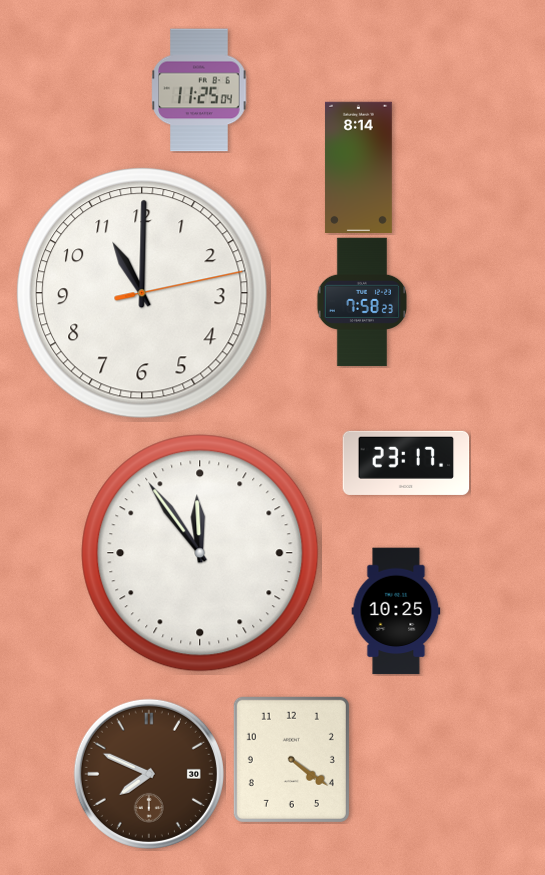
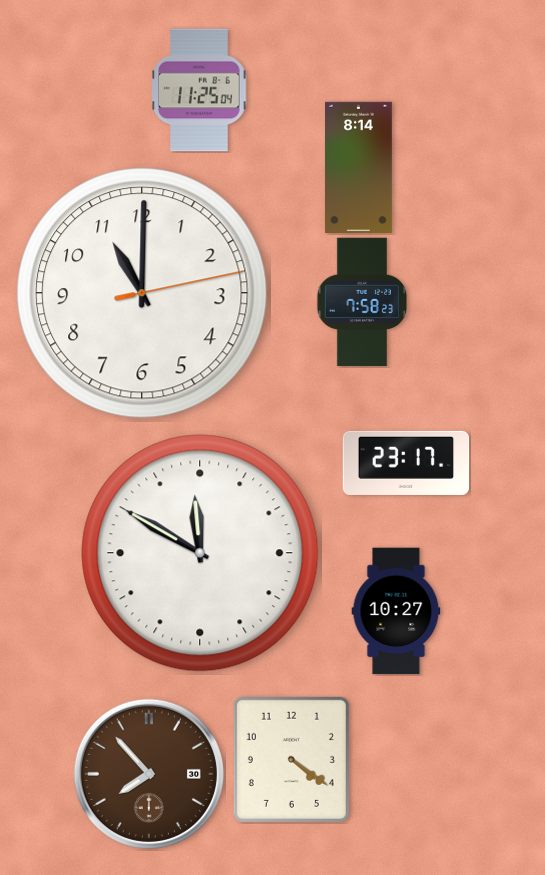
clock at (200, 553): 11:54 -> 11:50
clock at (396, 611): 10:25 -> 10:27
clock at (149, 774): 7:49 -> 7:53
